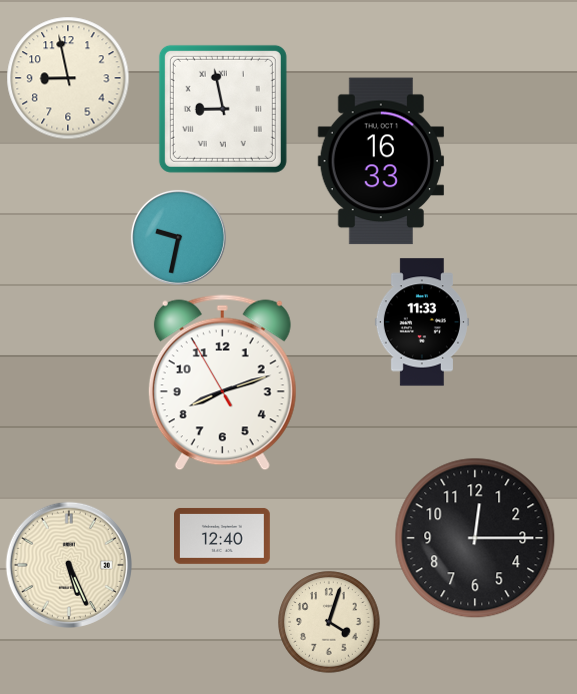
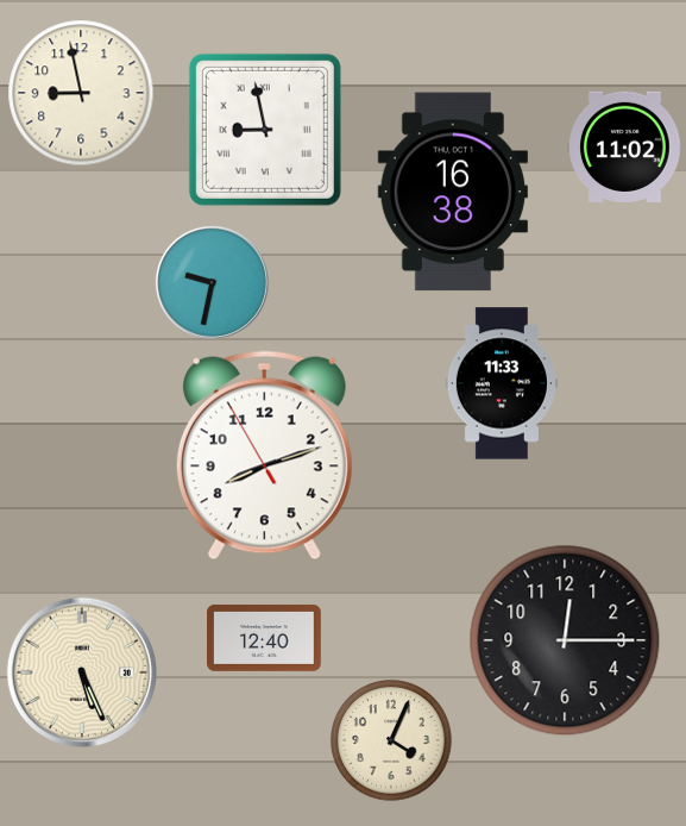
clock at (625, 146): none -> 11:02
clock at (381, 161): 16:33 -> 16:38
clock at (329, 622): 4:03 -> 4:04
